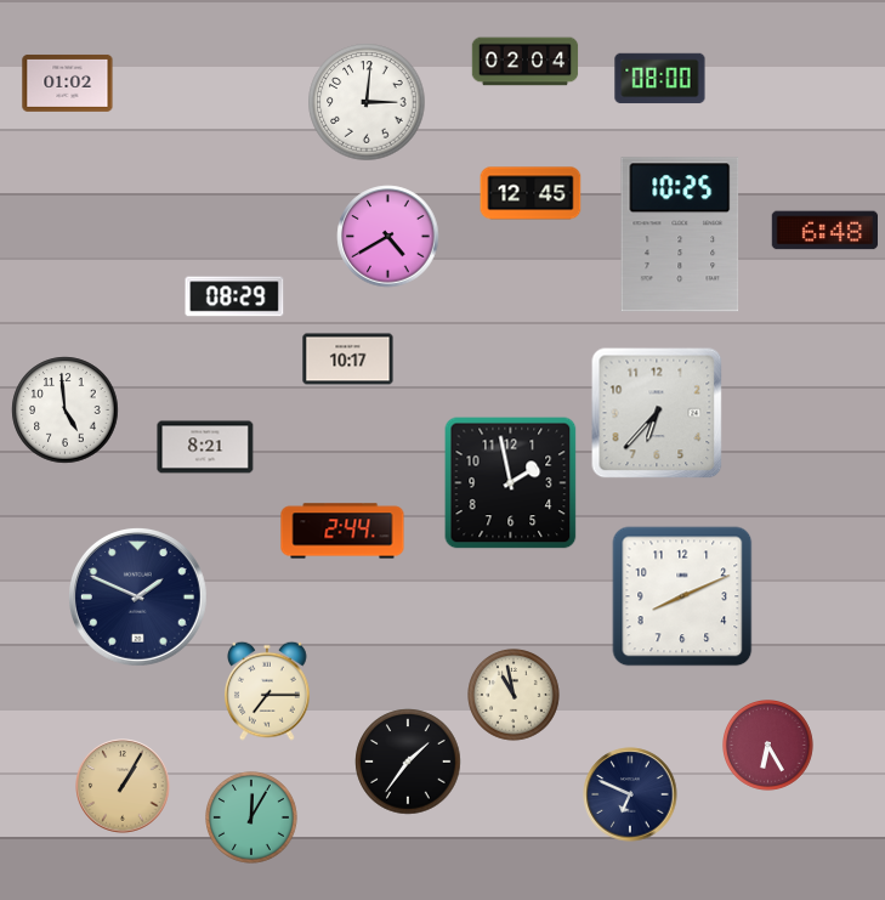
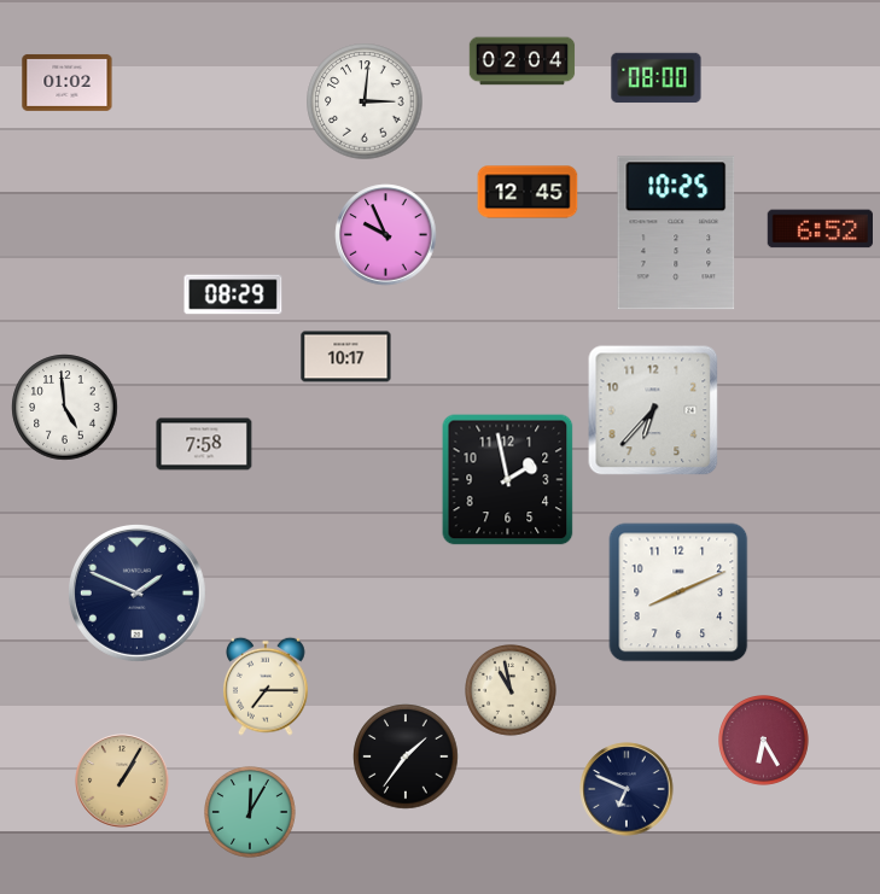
clock at (824, 231): 6:48 -> 6:52
clock at (388, 237): 4:40 -> 9:56
clock at (205, 447): 8:21 -> 7:58
clock at (342, 531): 2:44 -> none
